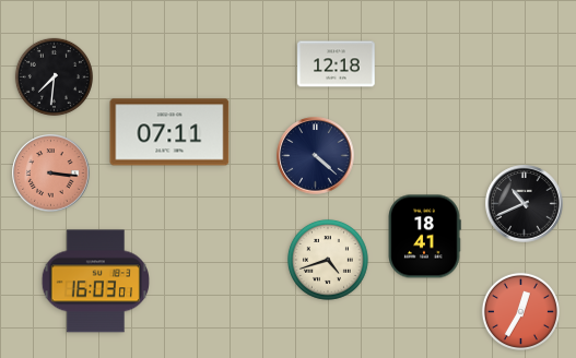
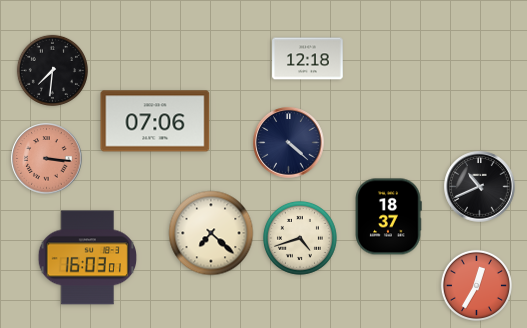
clock at (54, 76) position: (54, 76) -> (52, 70)
clock at (169, 132): 07:11 -> 07:06
clock at (424, 237): 18:41 -> 18:37
clock at (211, 233): none -> 7:22
